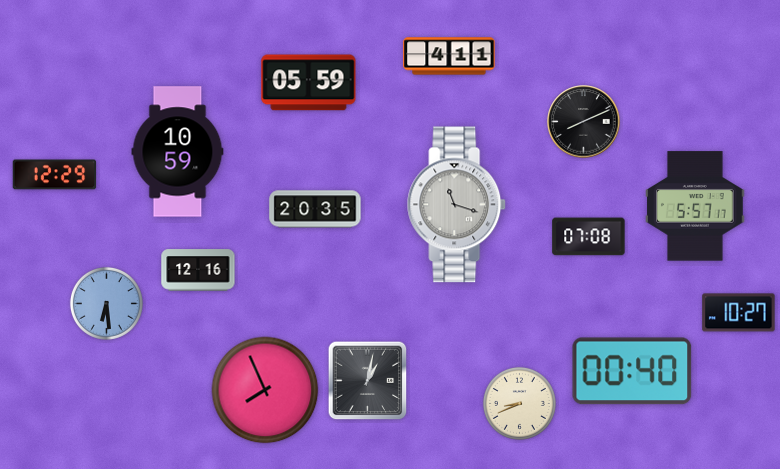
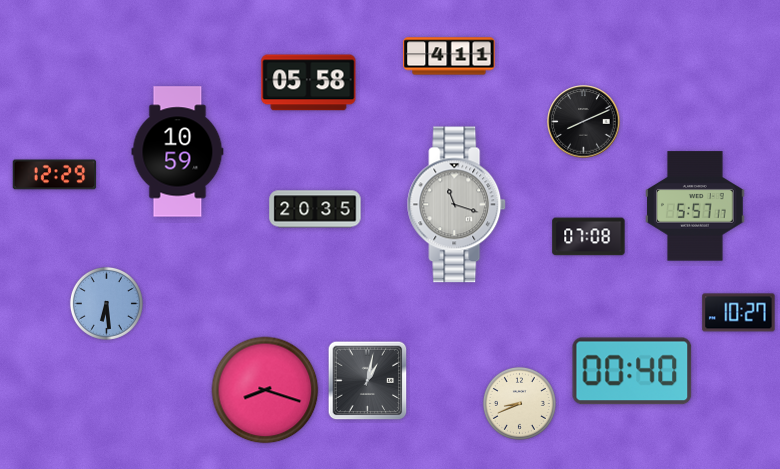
clock at (309, 83): 05:59 -> 05:58
clock at (198, 270): 12:16 -> none
clock at (265, 390): 7:56 -> 8:18
